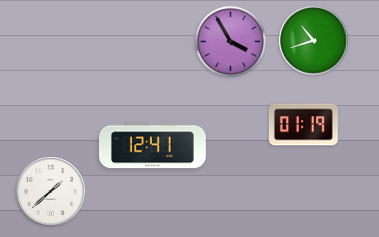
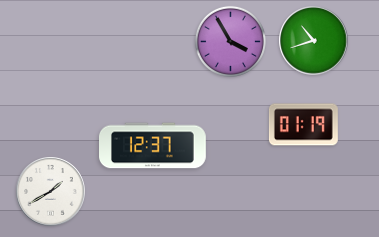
clock at (153, 146): 12:41 -> 12:37
clock at (51, 192): 1:38 -> 1:40
